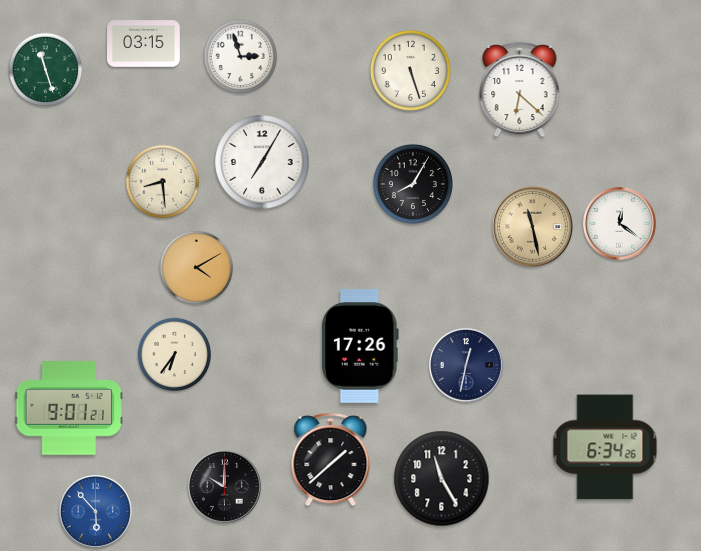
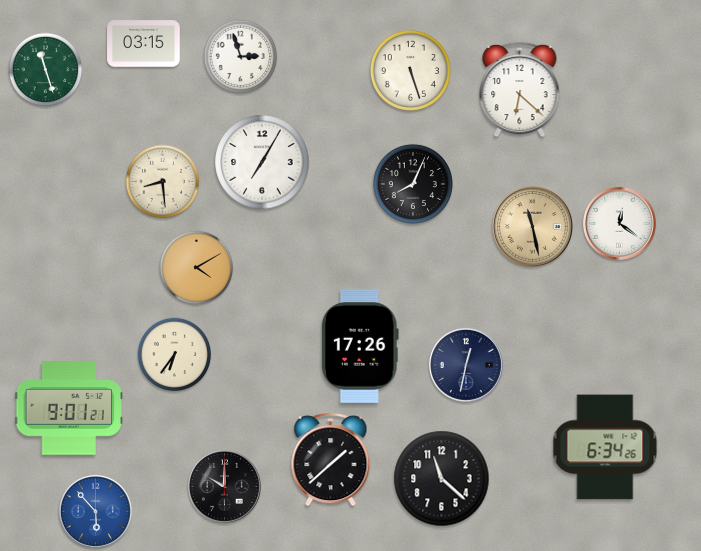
clock at (413, 184): 8:05 -> 8:04
clock at (442, 479): 11:25 -> 11:22
